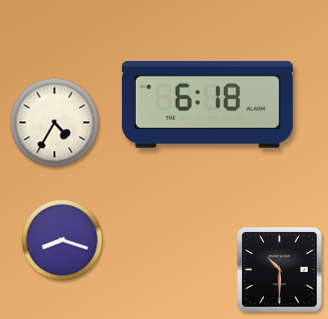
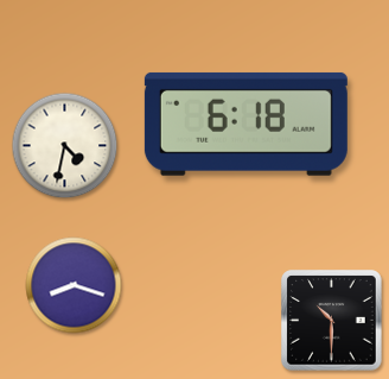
clock at (55, 123): 4:35 -> 4:32
